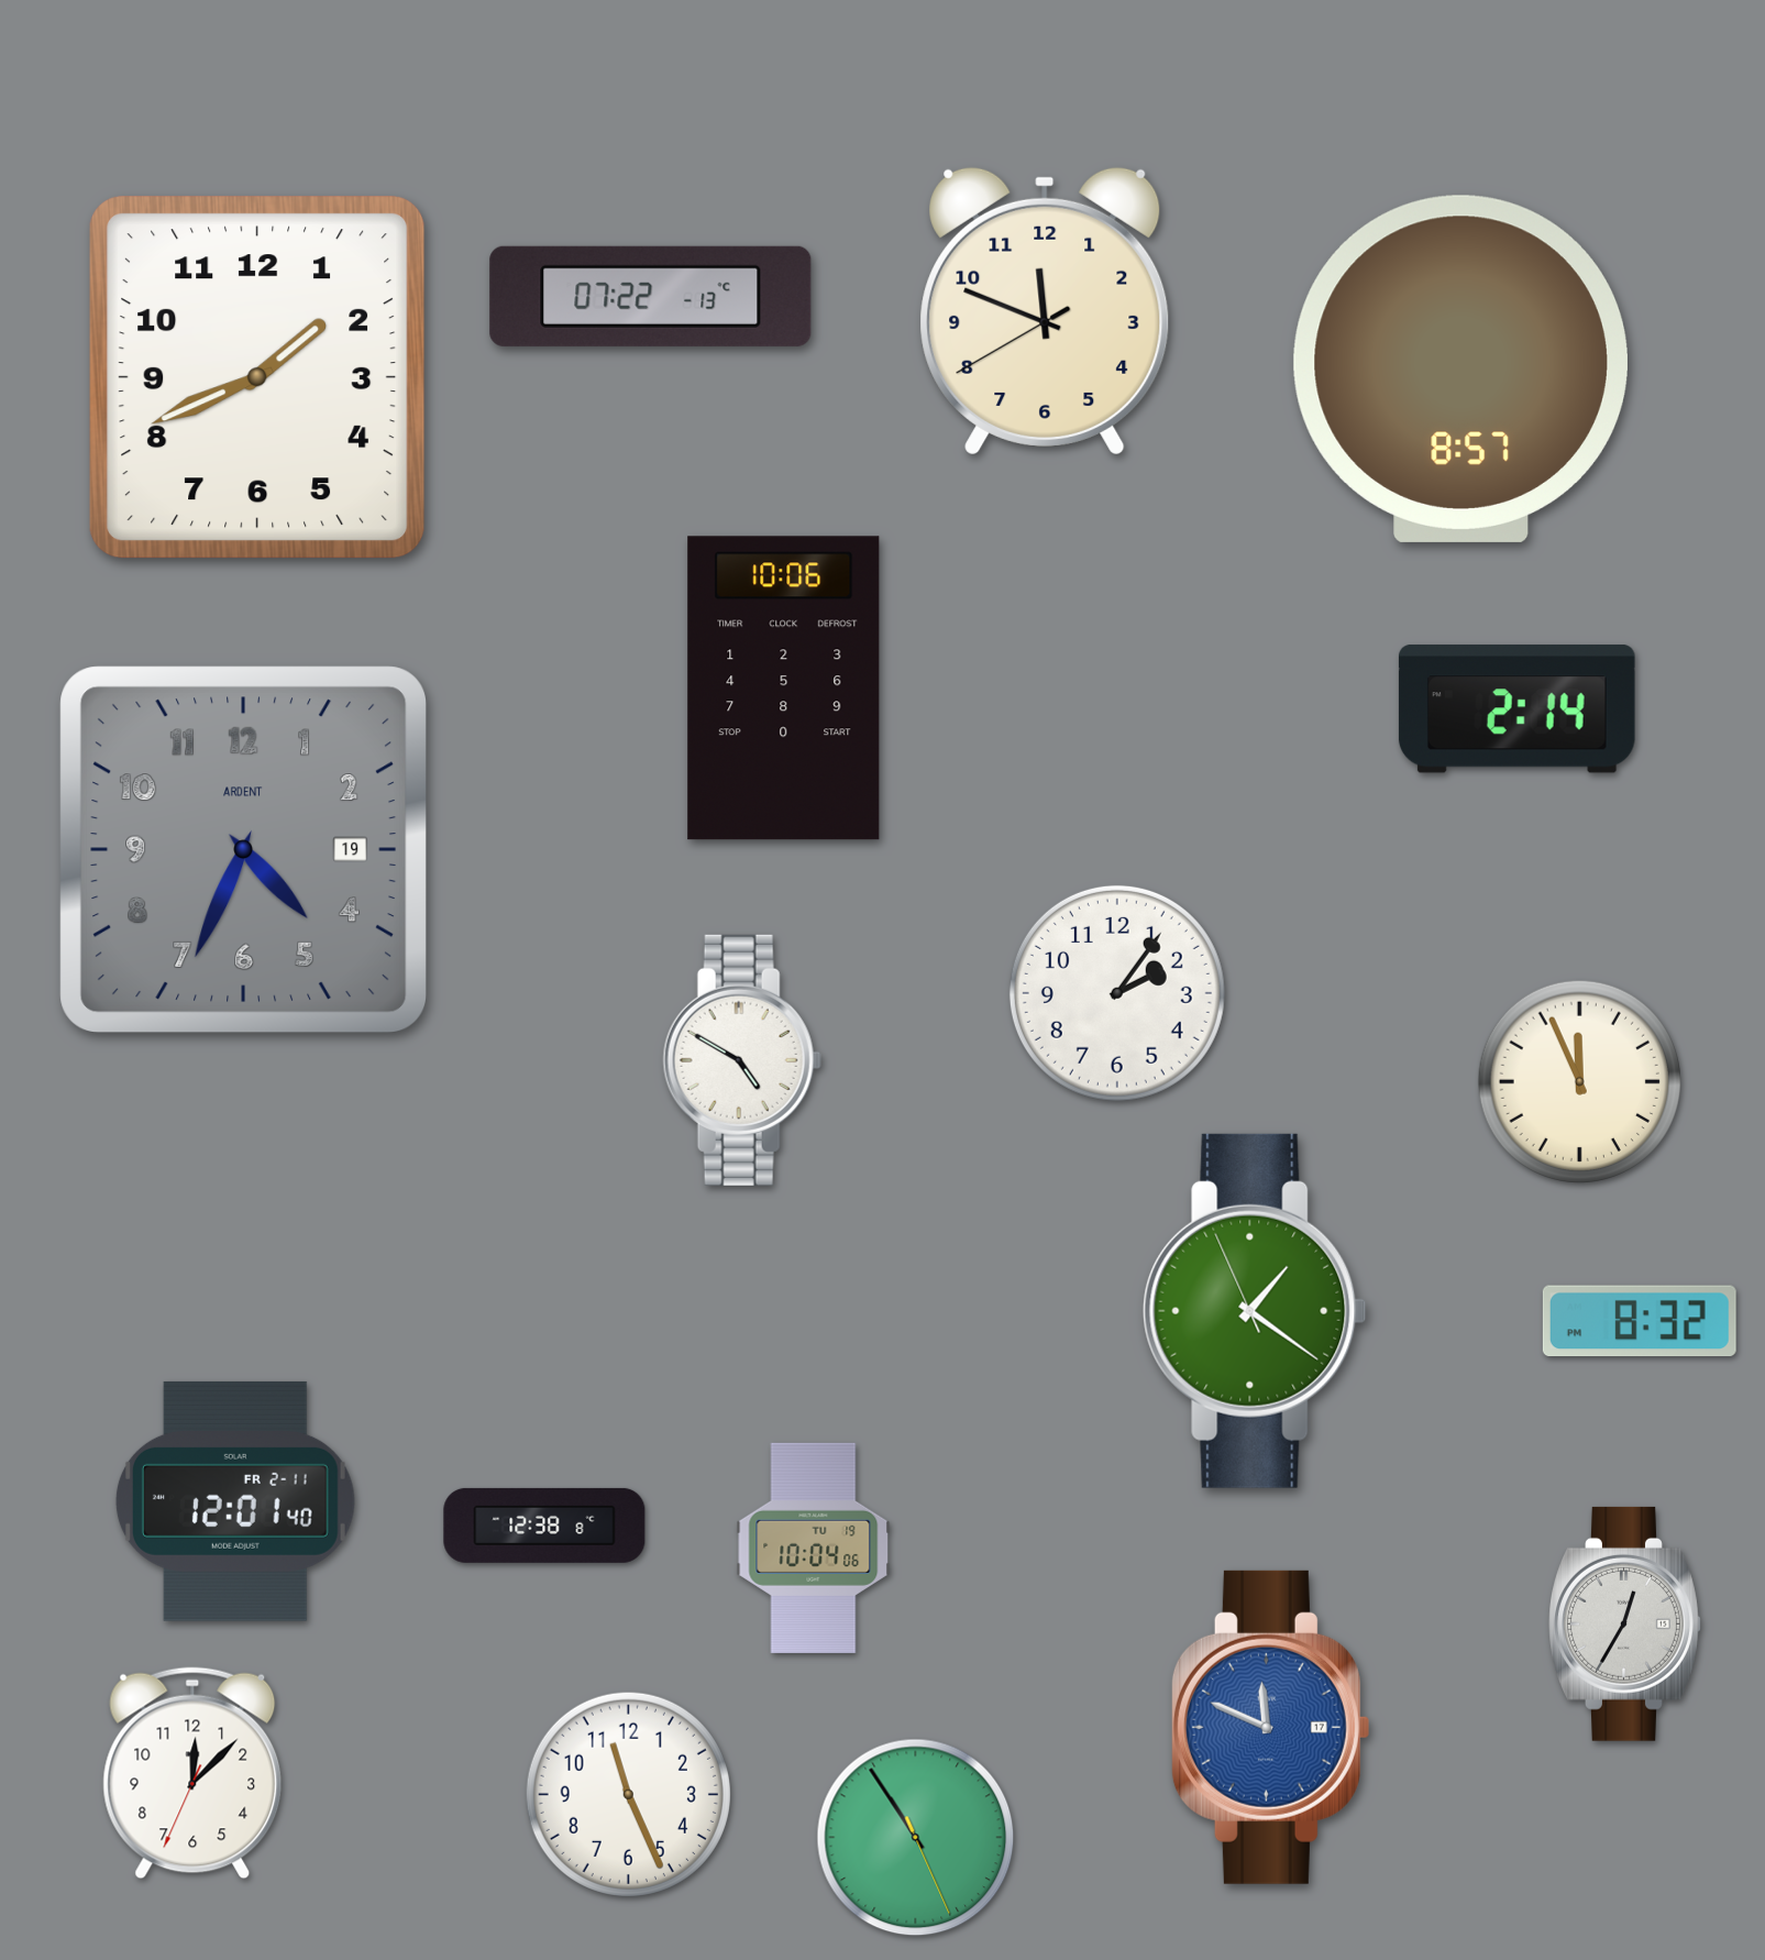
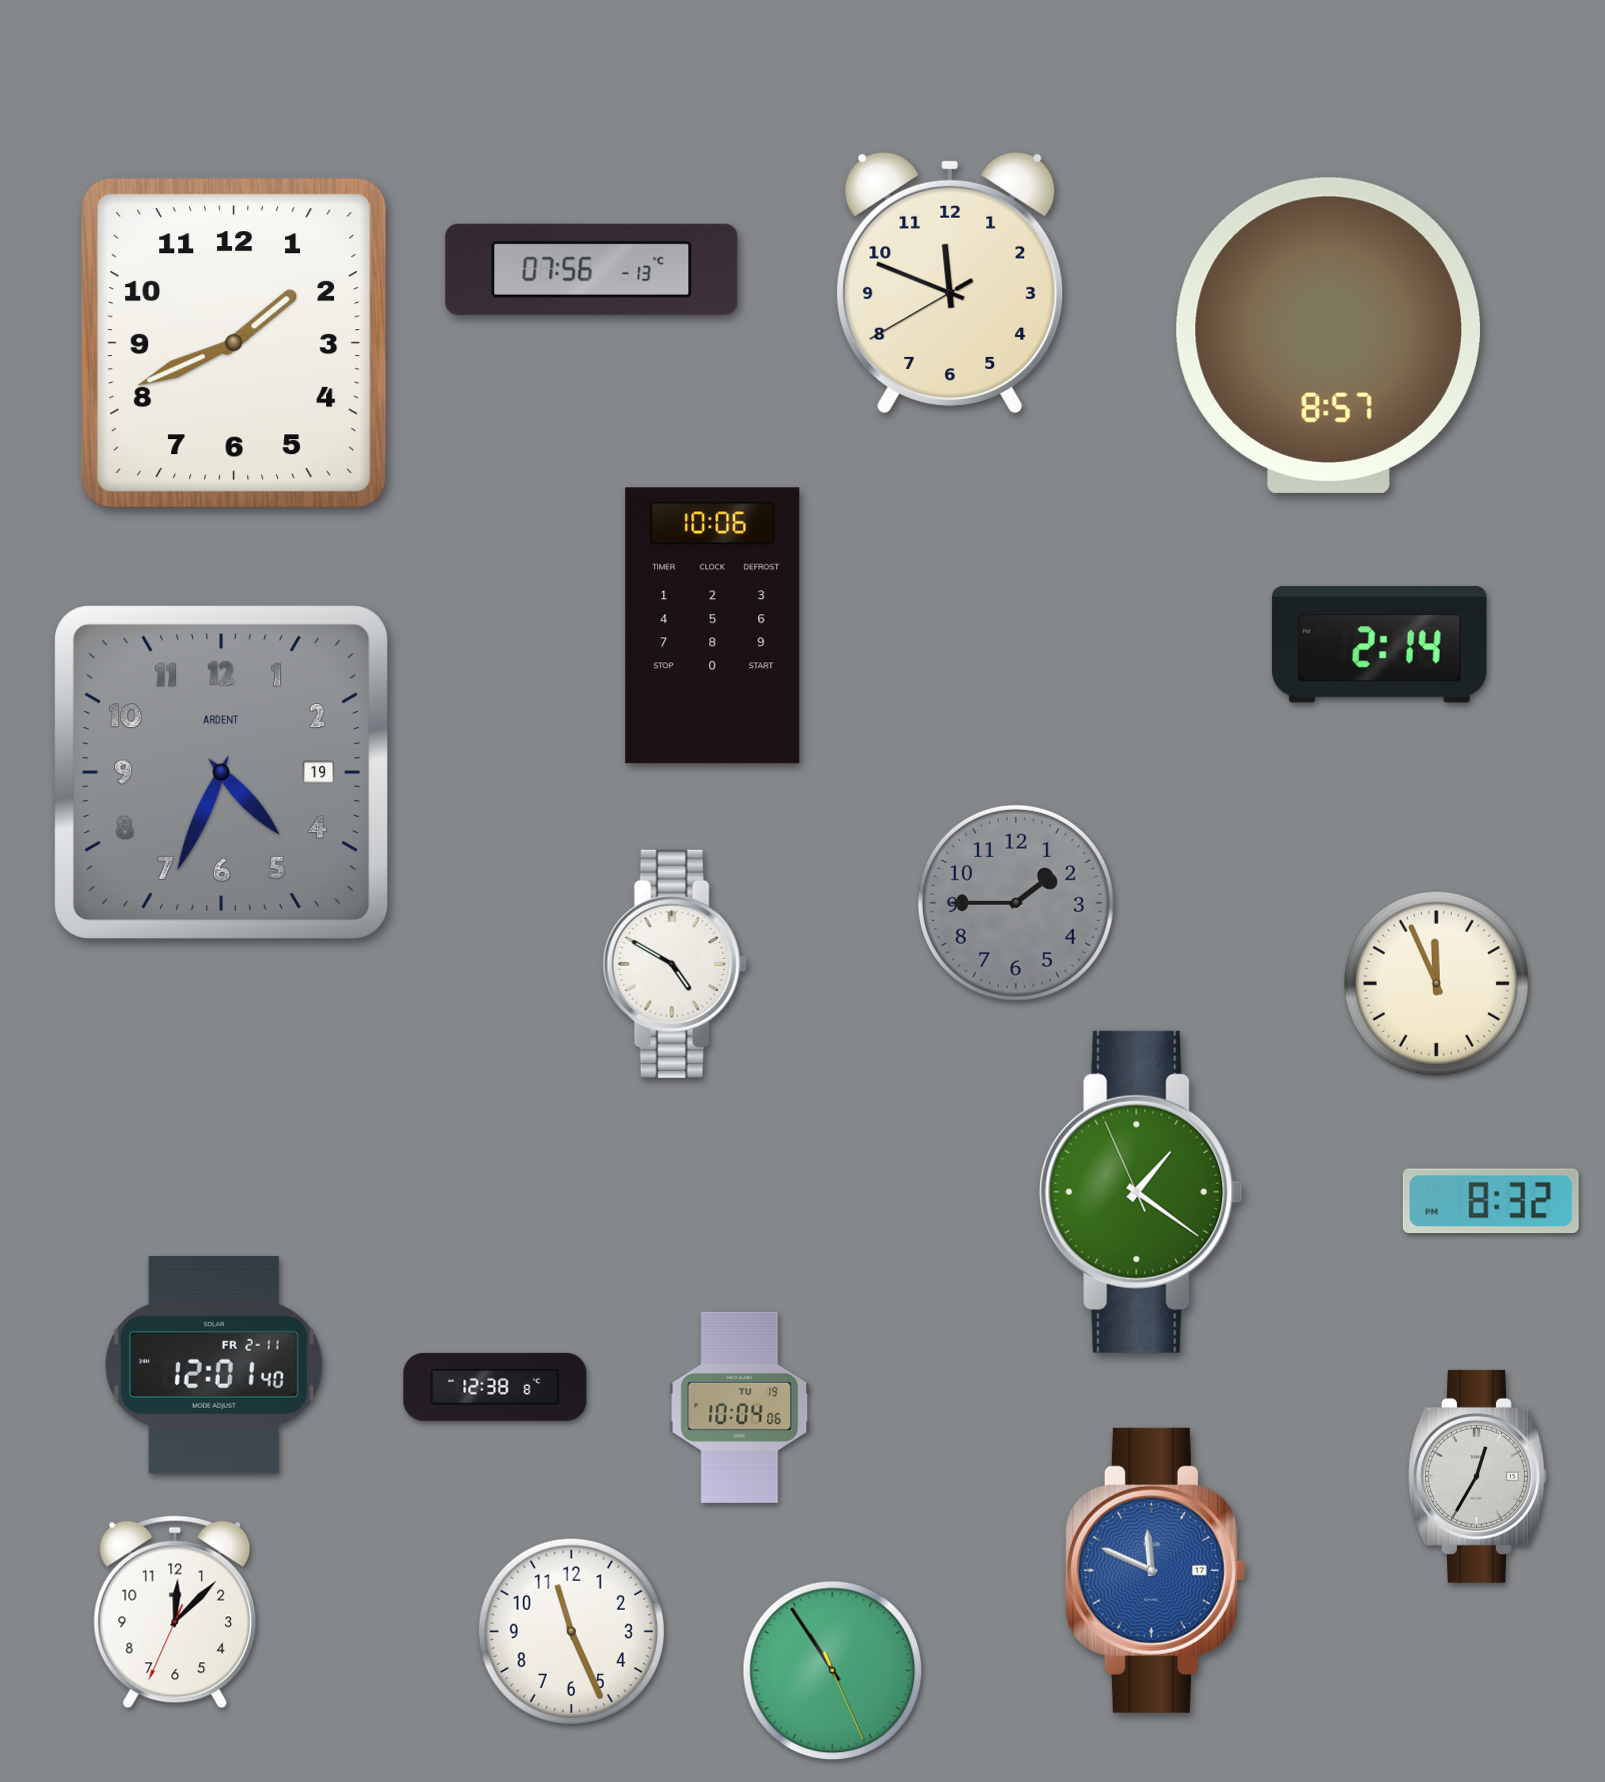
clock at (651, 296): 07:22 -> 07:56
clock at (1117, 993): 2:06 -> 1:45
clock at (1117, 993) dial: white -> grey
